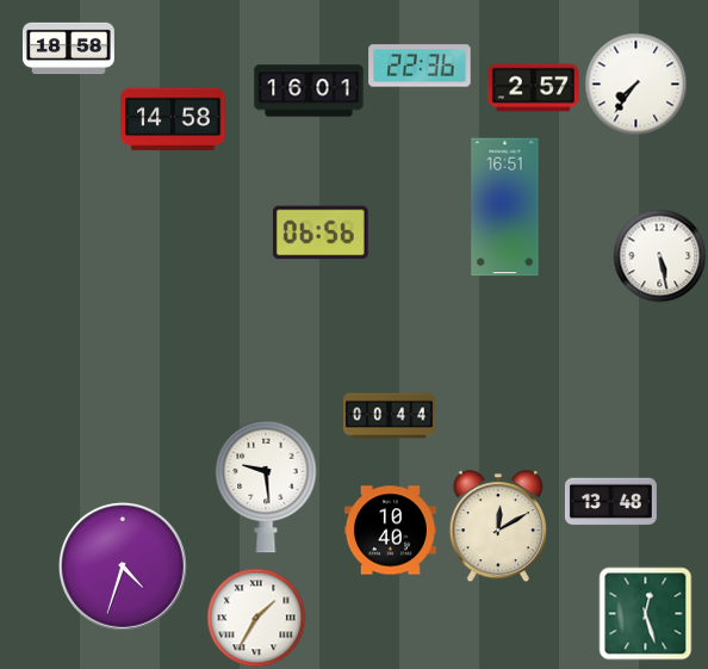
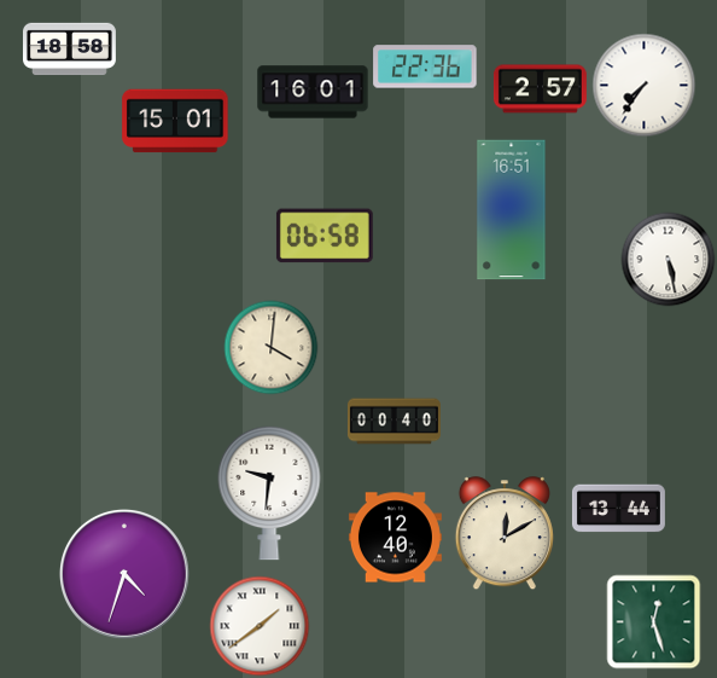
clock at (173, 119): 14:58 -> 15:01
clock at (321, 233): 06:56 -> 06:58
clock at (270, 347): none -> 4:01
clock at (389, 416): 00:44 -> 00:40
clock at (266, 487): 9:29 -> 9:31
clock at (610, 502): 13:48 -> 13:44
clock at (390, 531): 10:40 -> 12:40
clock at (256, 618): 1:35 -> 1:39
